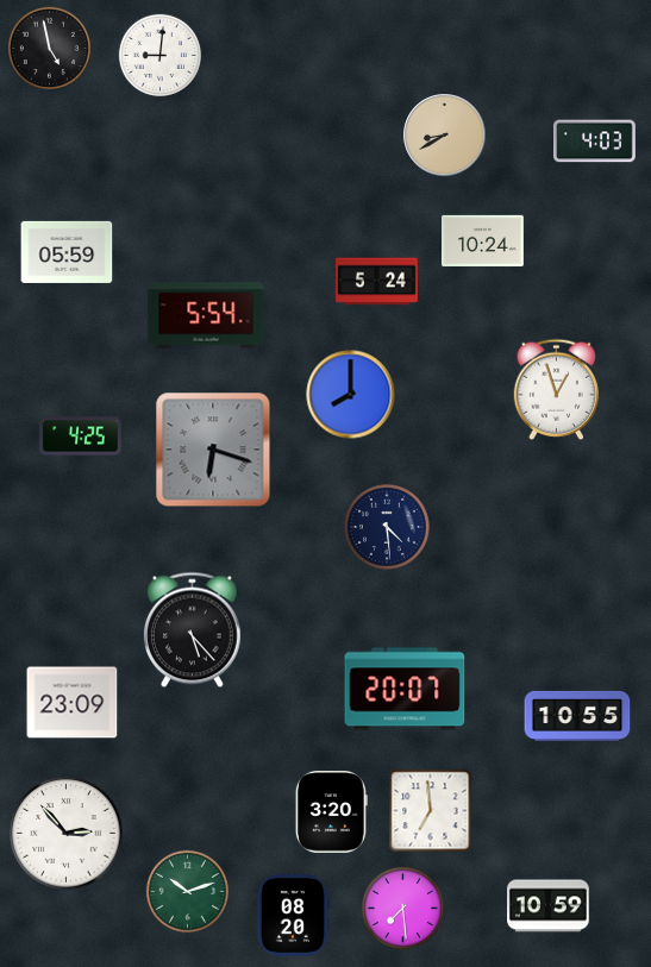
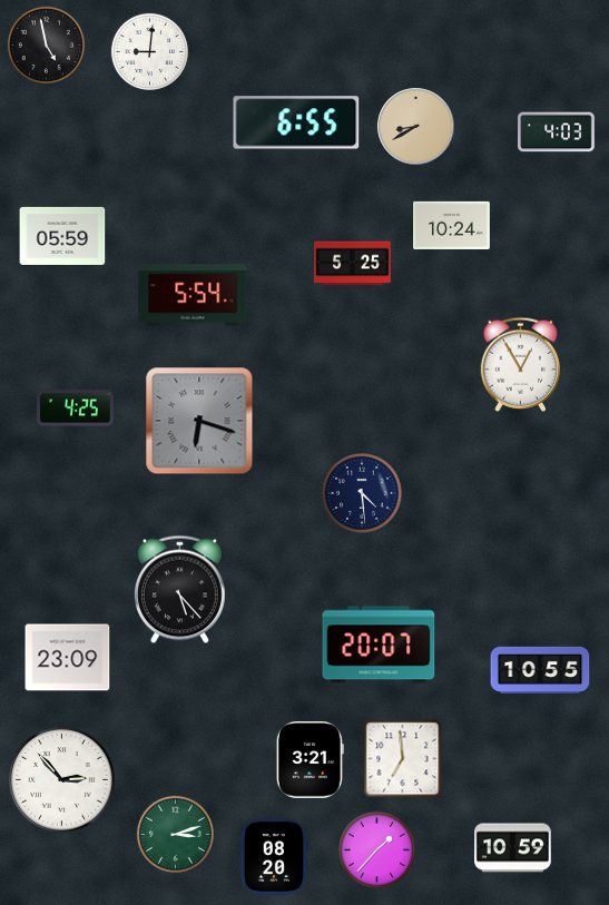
clock at (296, 122): none -> 6:55
clock at (377, 282): 5:24 -> 5:25
clock at (557, 389): 12:57 -> 12:55
clock at (351, 395): 8:00 -> none
clock at (331, 812): 3:20 -> 3:21
clock at (187, 891): 10:12 -> 3:12
clock at (402, 908): 7:29 -> 1:37
